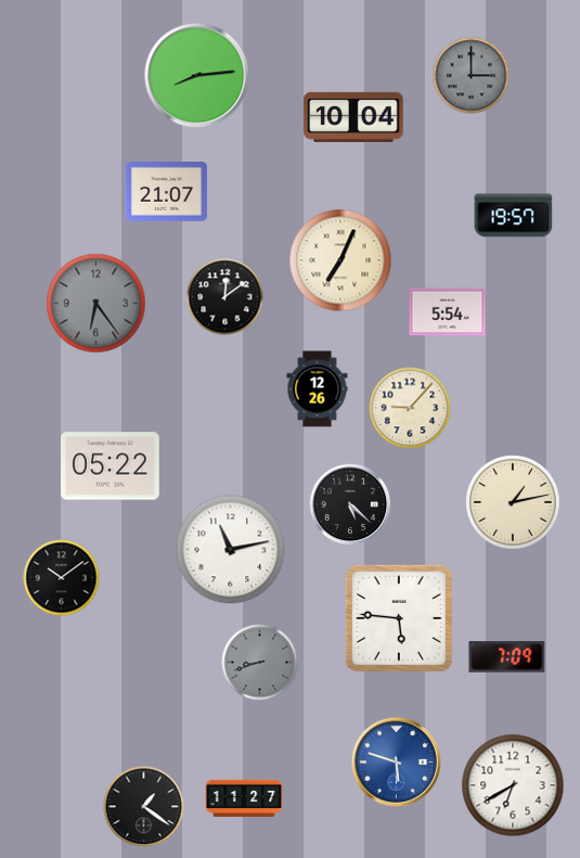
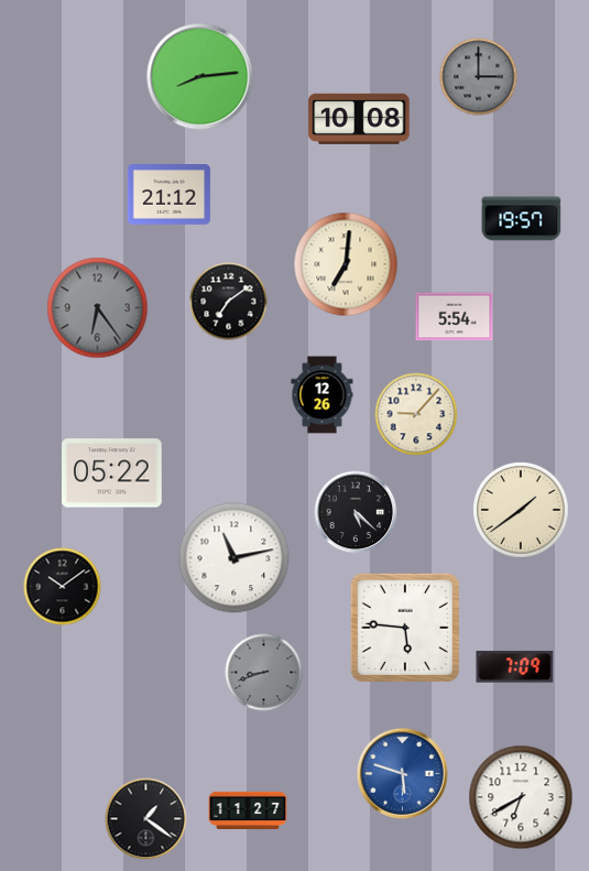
clock at (353, 117): 10:04 -> 10:08
clock at (166, 192): 21:07 -> 21:12
clock at (340, 260): 7:04 -> 7:01
clock at (225, 297): 12:09 -> 7:09
clock at (513, 502): 1:13 -> 1:39
